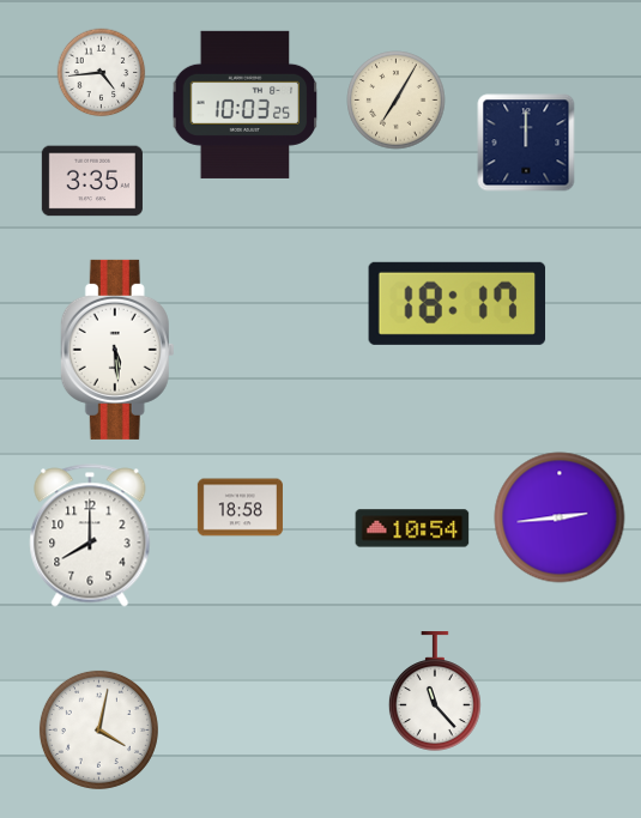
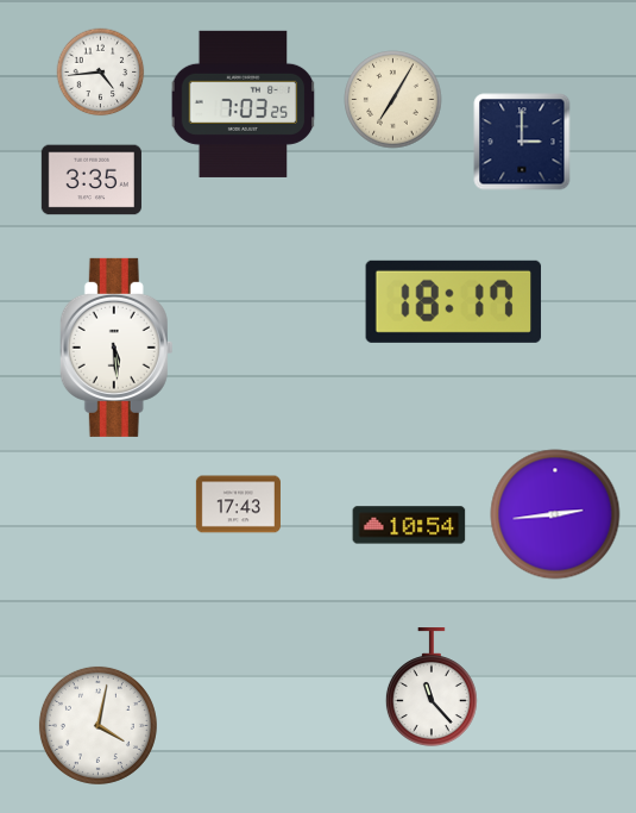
clock at (246, 104): 10:03 -> 7:03
clock at (526, 143): 12:00 -> 3:00
clock at (240, 508): 18:58 -> 17:43
clock at (90, 535): 8:00 -> none
